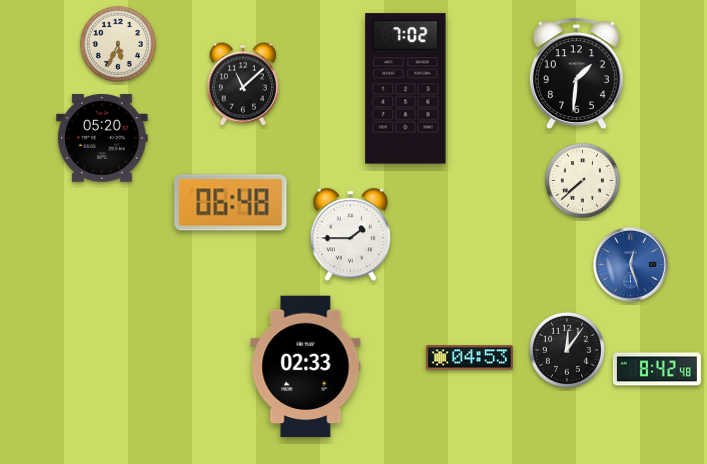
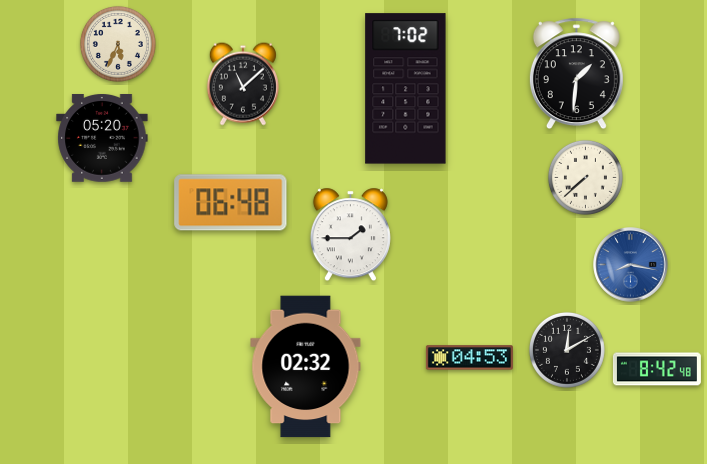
clock at (582, 180) position: (582, 180) -> (585, 177)
clock at (631, 265): 12:27 -> 8:17
clock at (567, 350): 12:06 -> 12:10
clock at (306, 367): 02:33 -> 02:32
